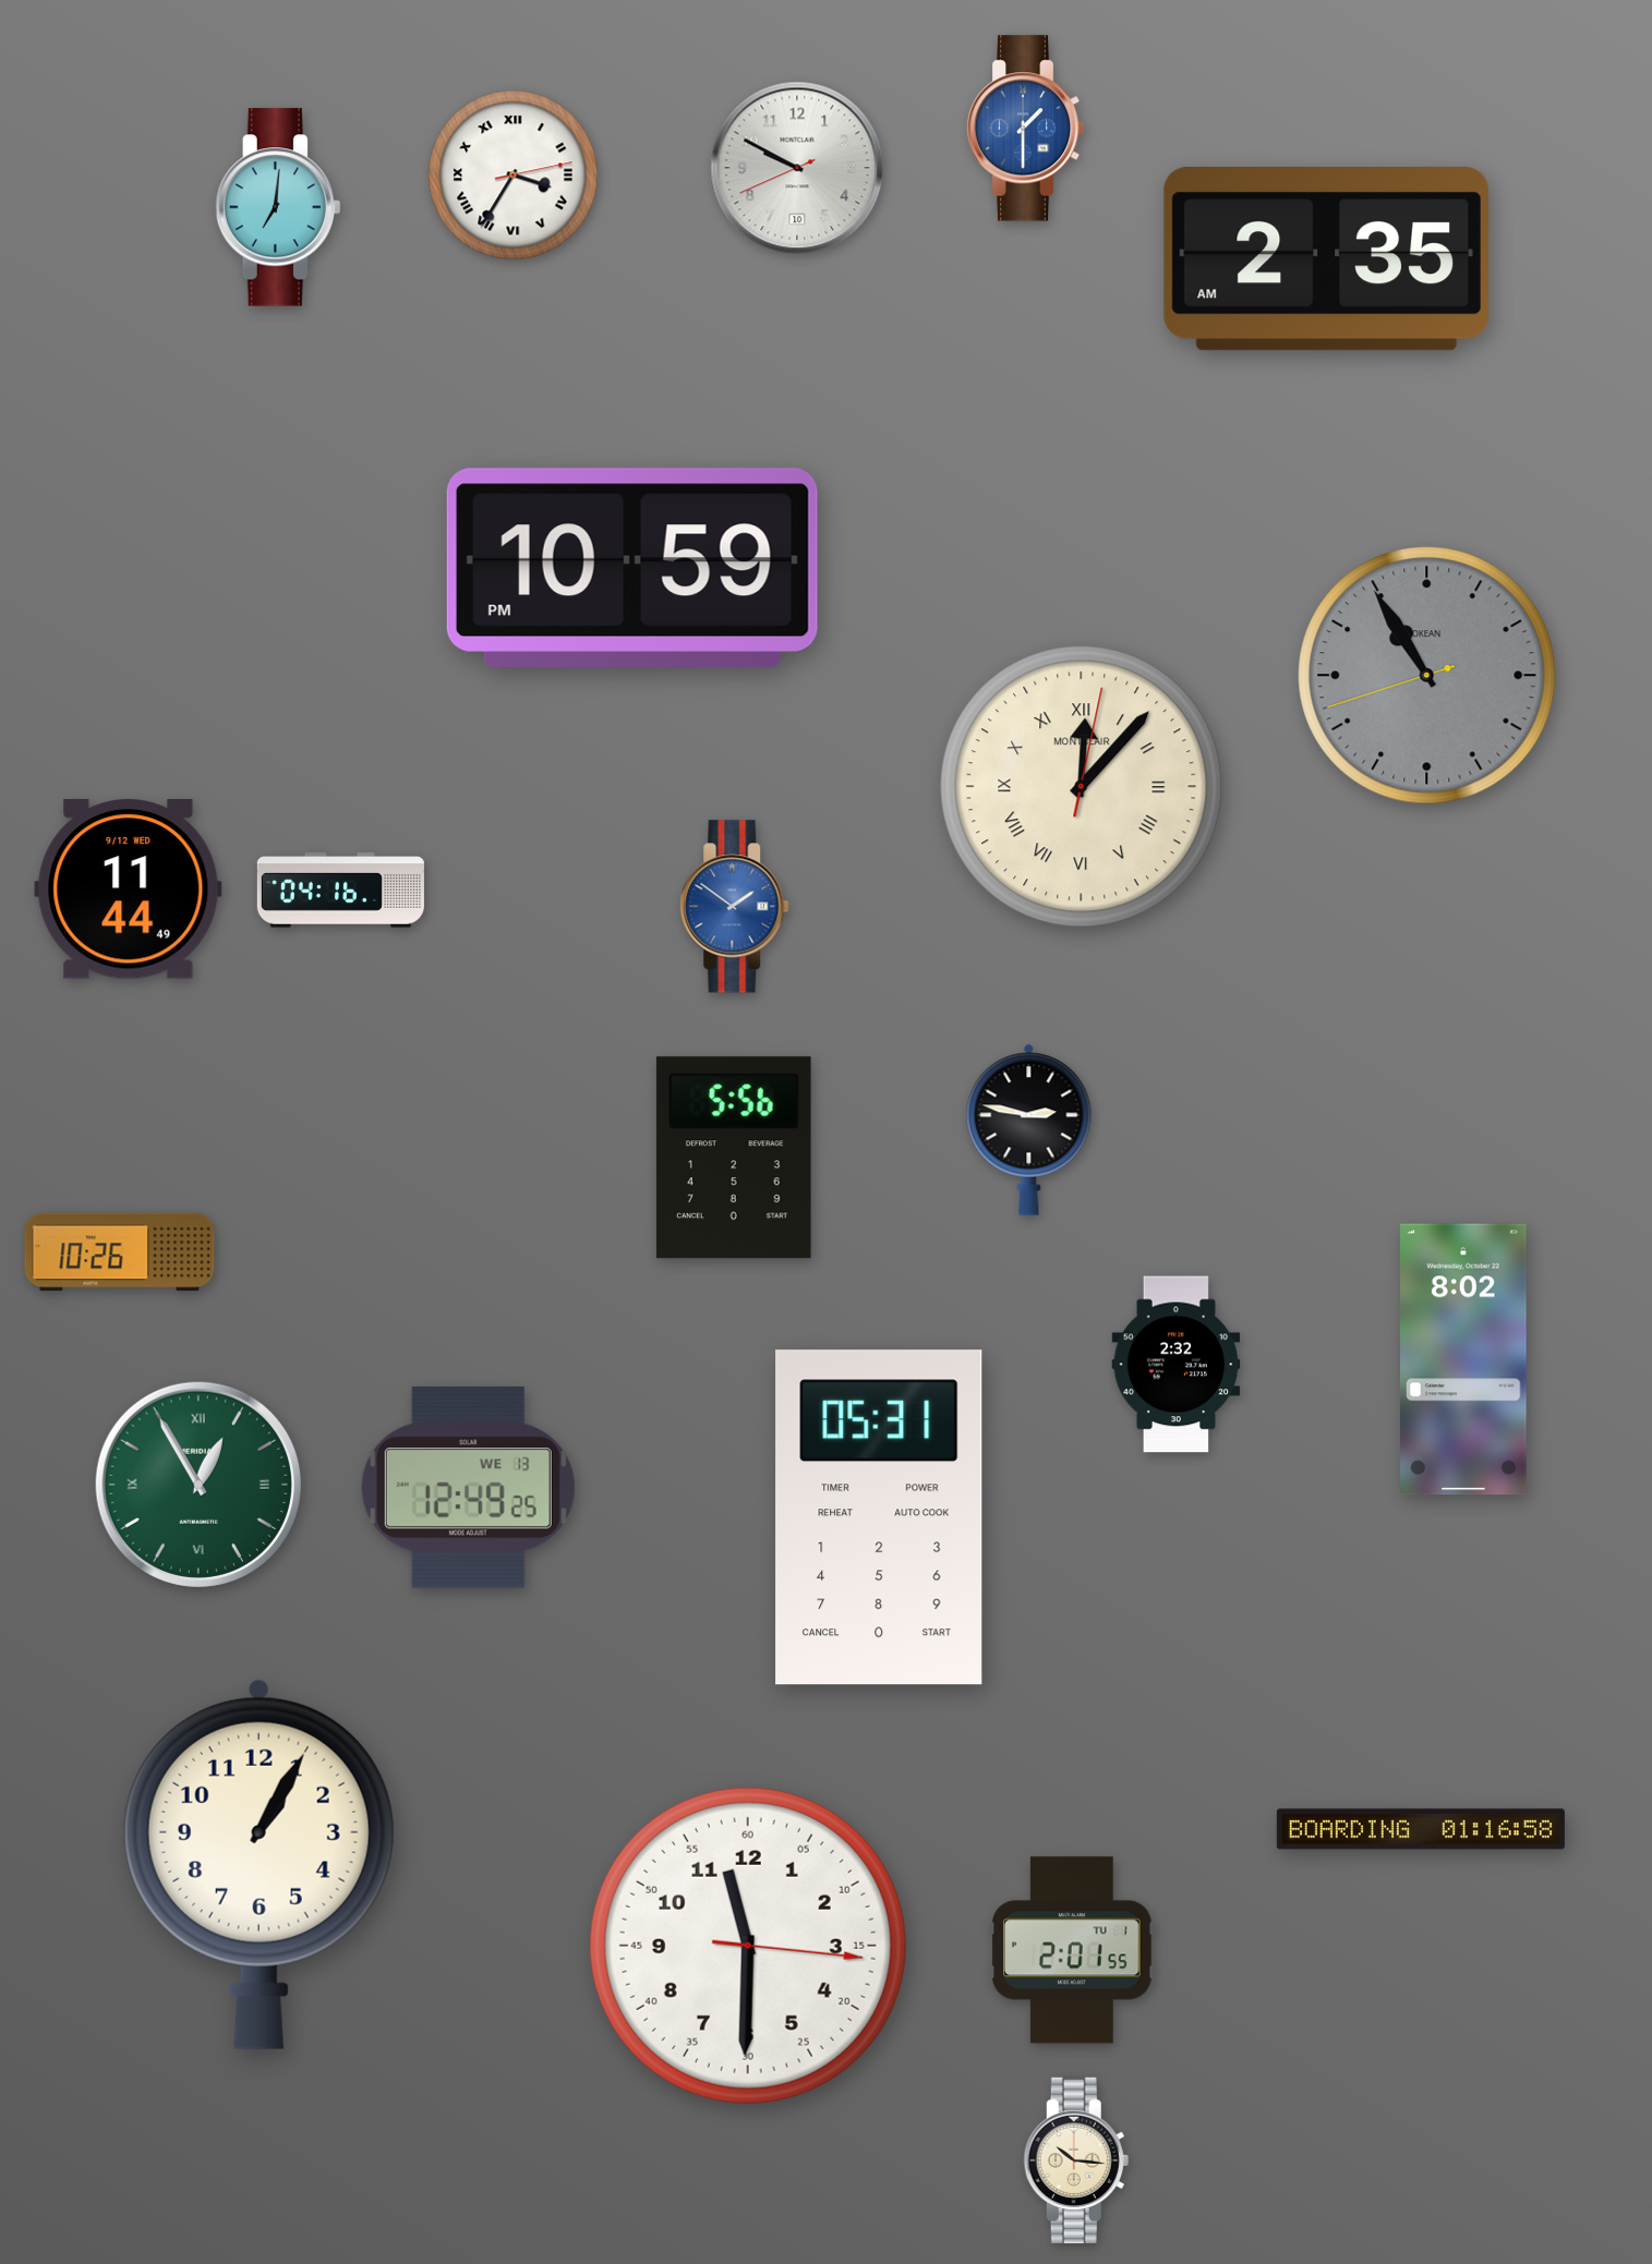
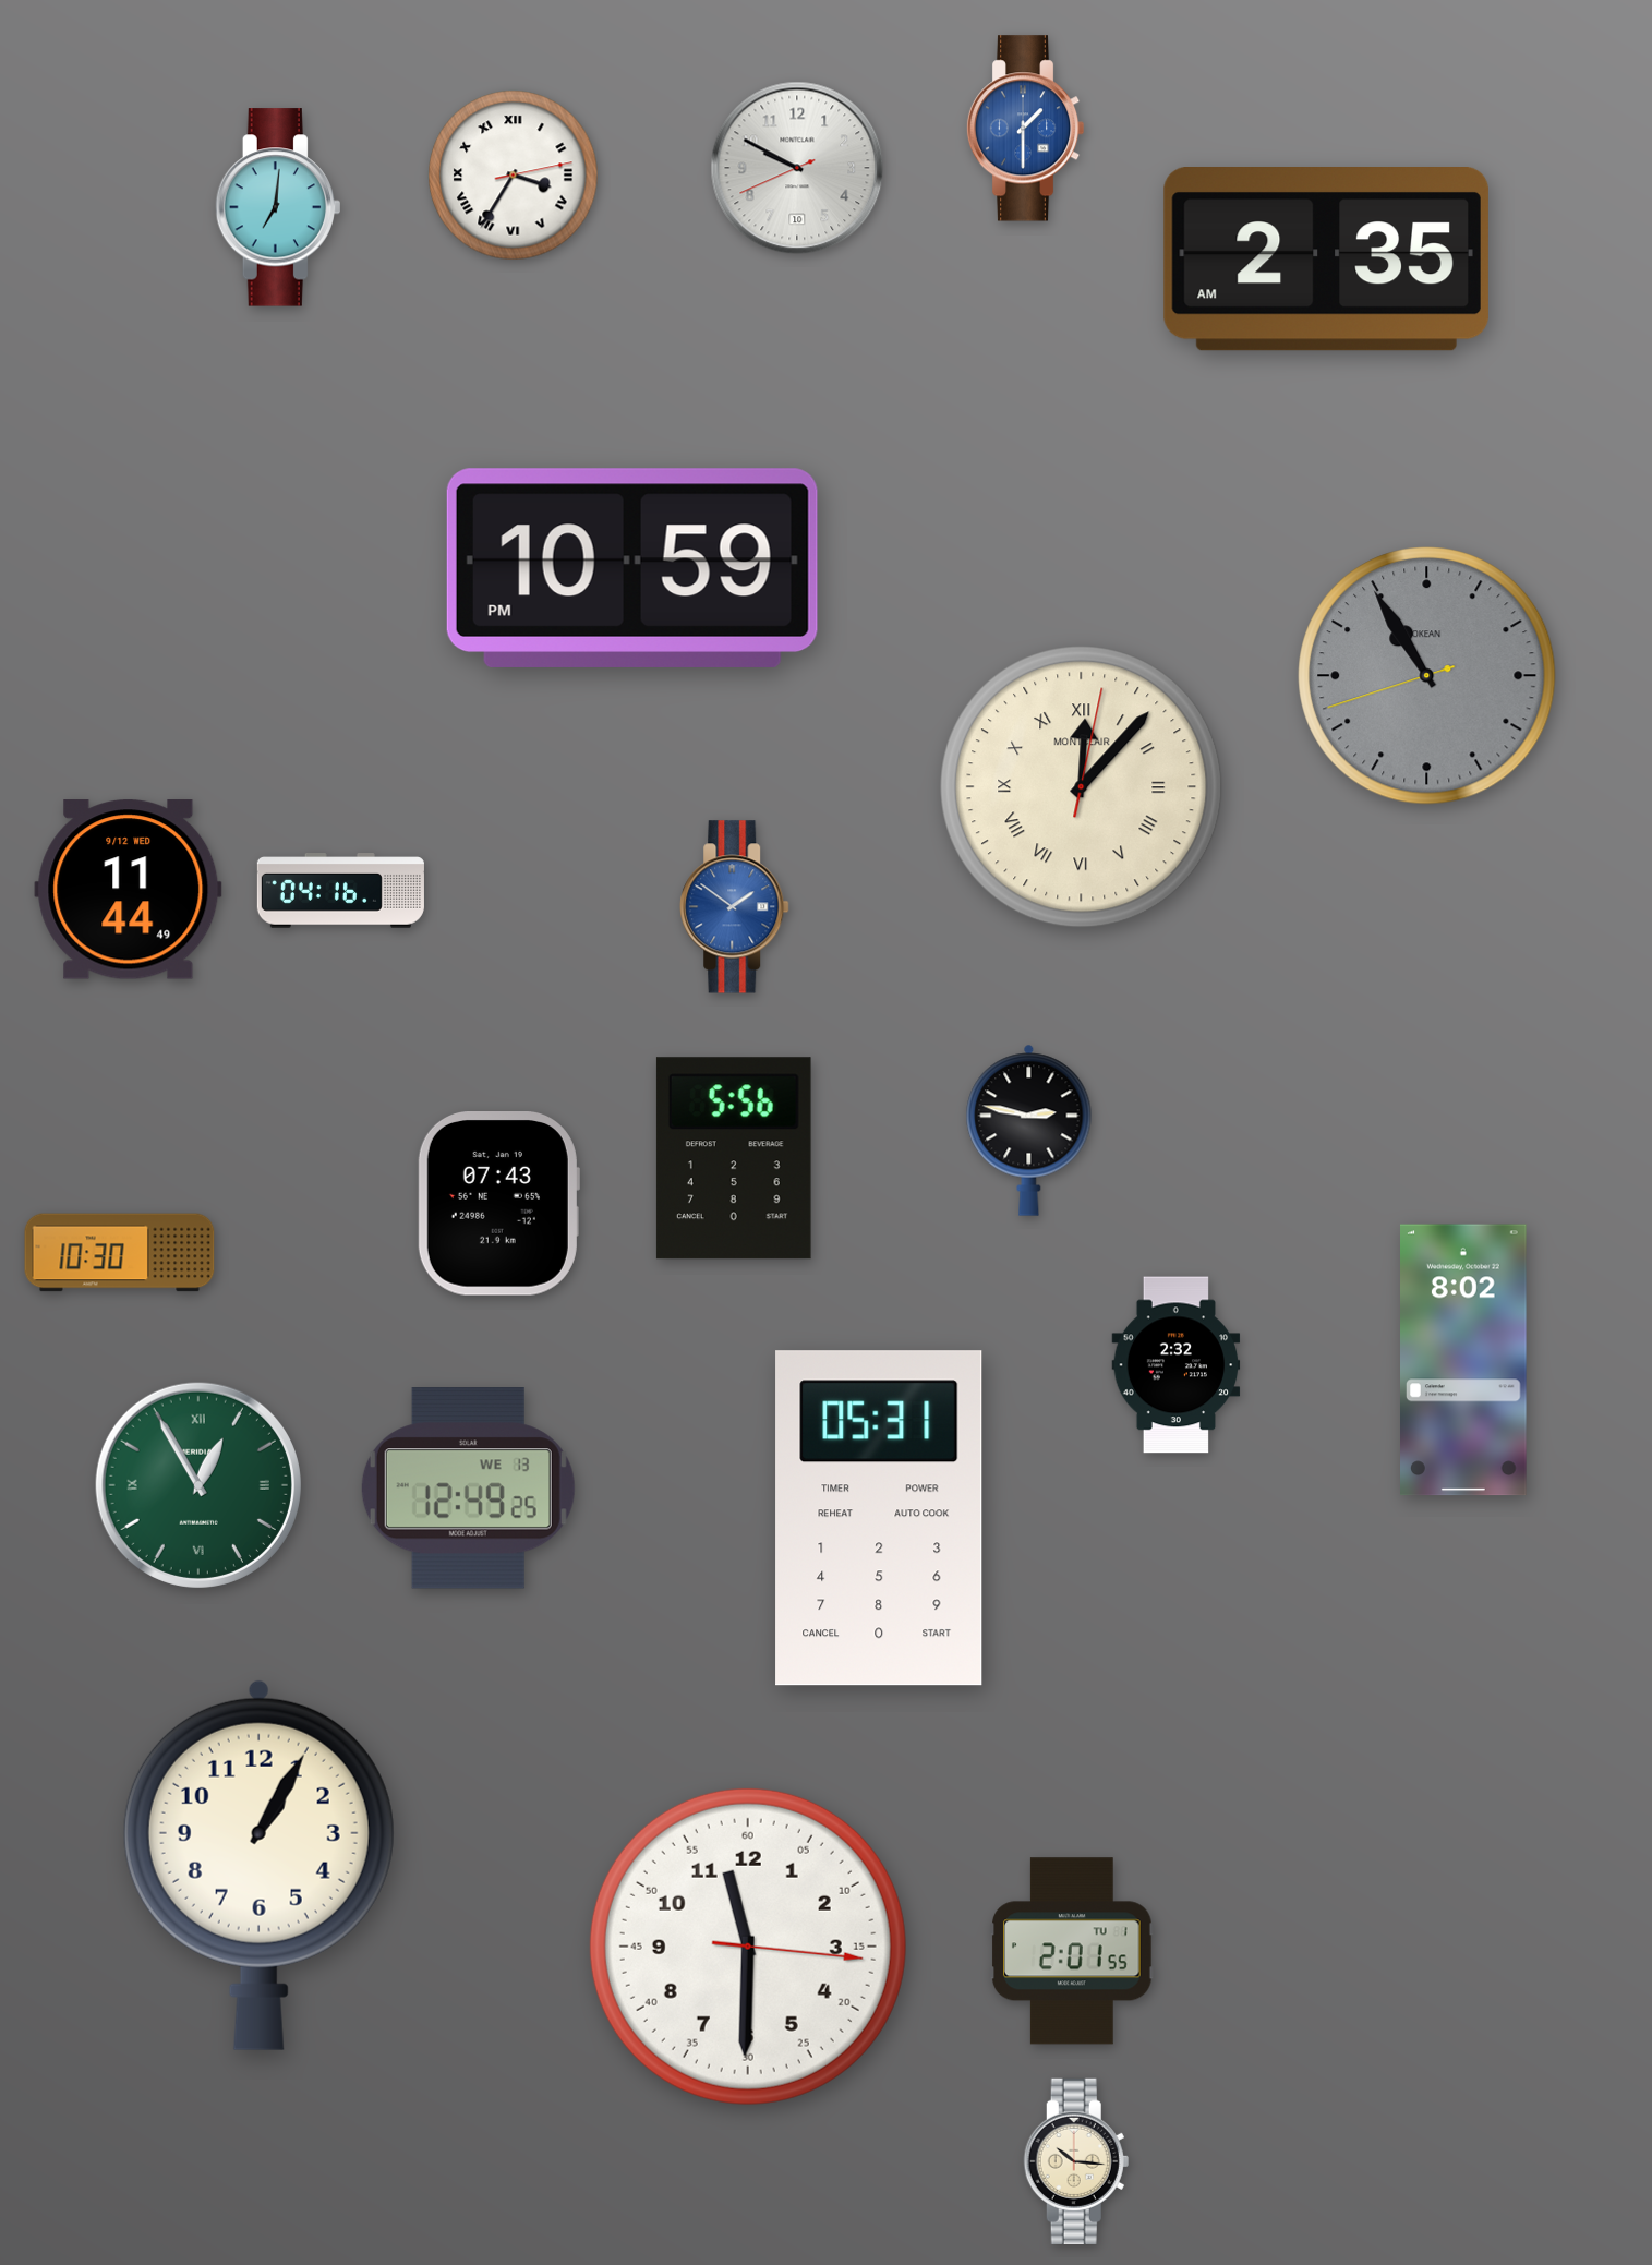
clock at (498, 1204): none -> 07:43
clock at (120, 1252): 10:26 -> 10:30
clock at (1421, 1829): 01:16 -> none
